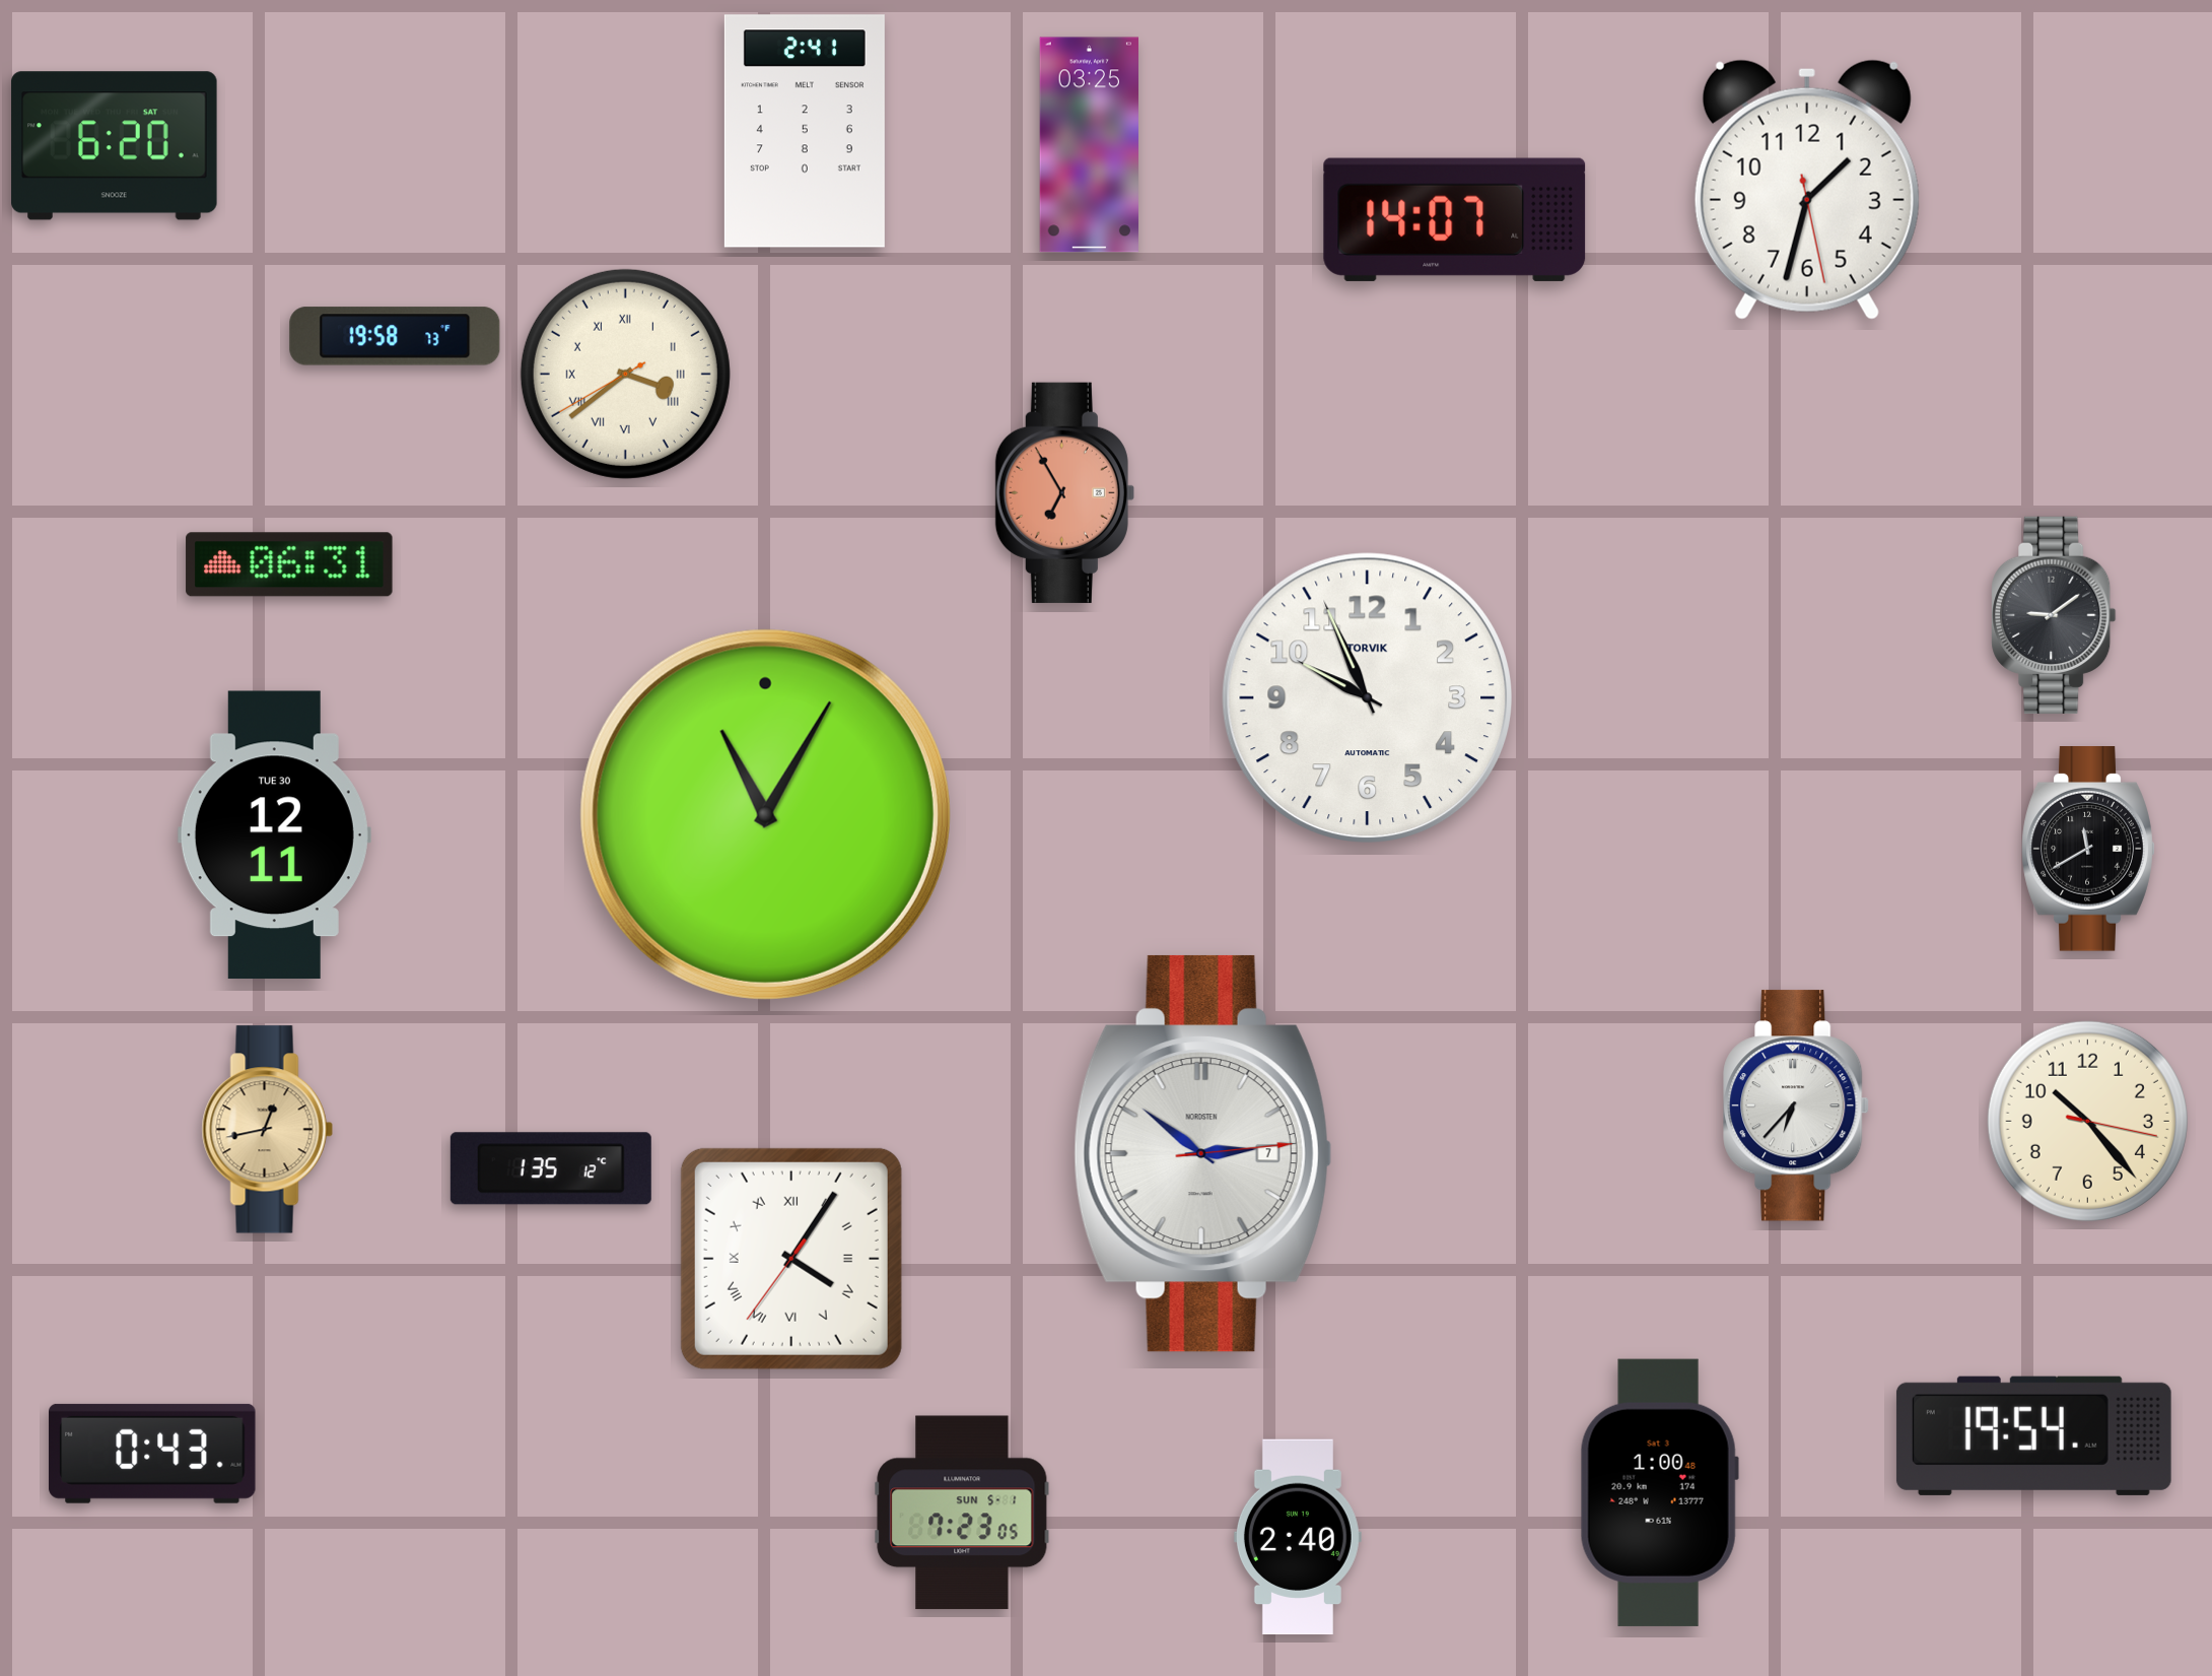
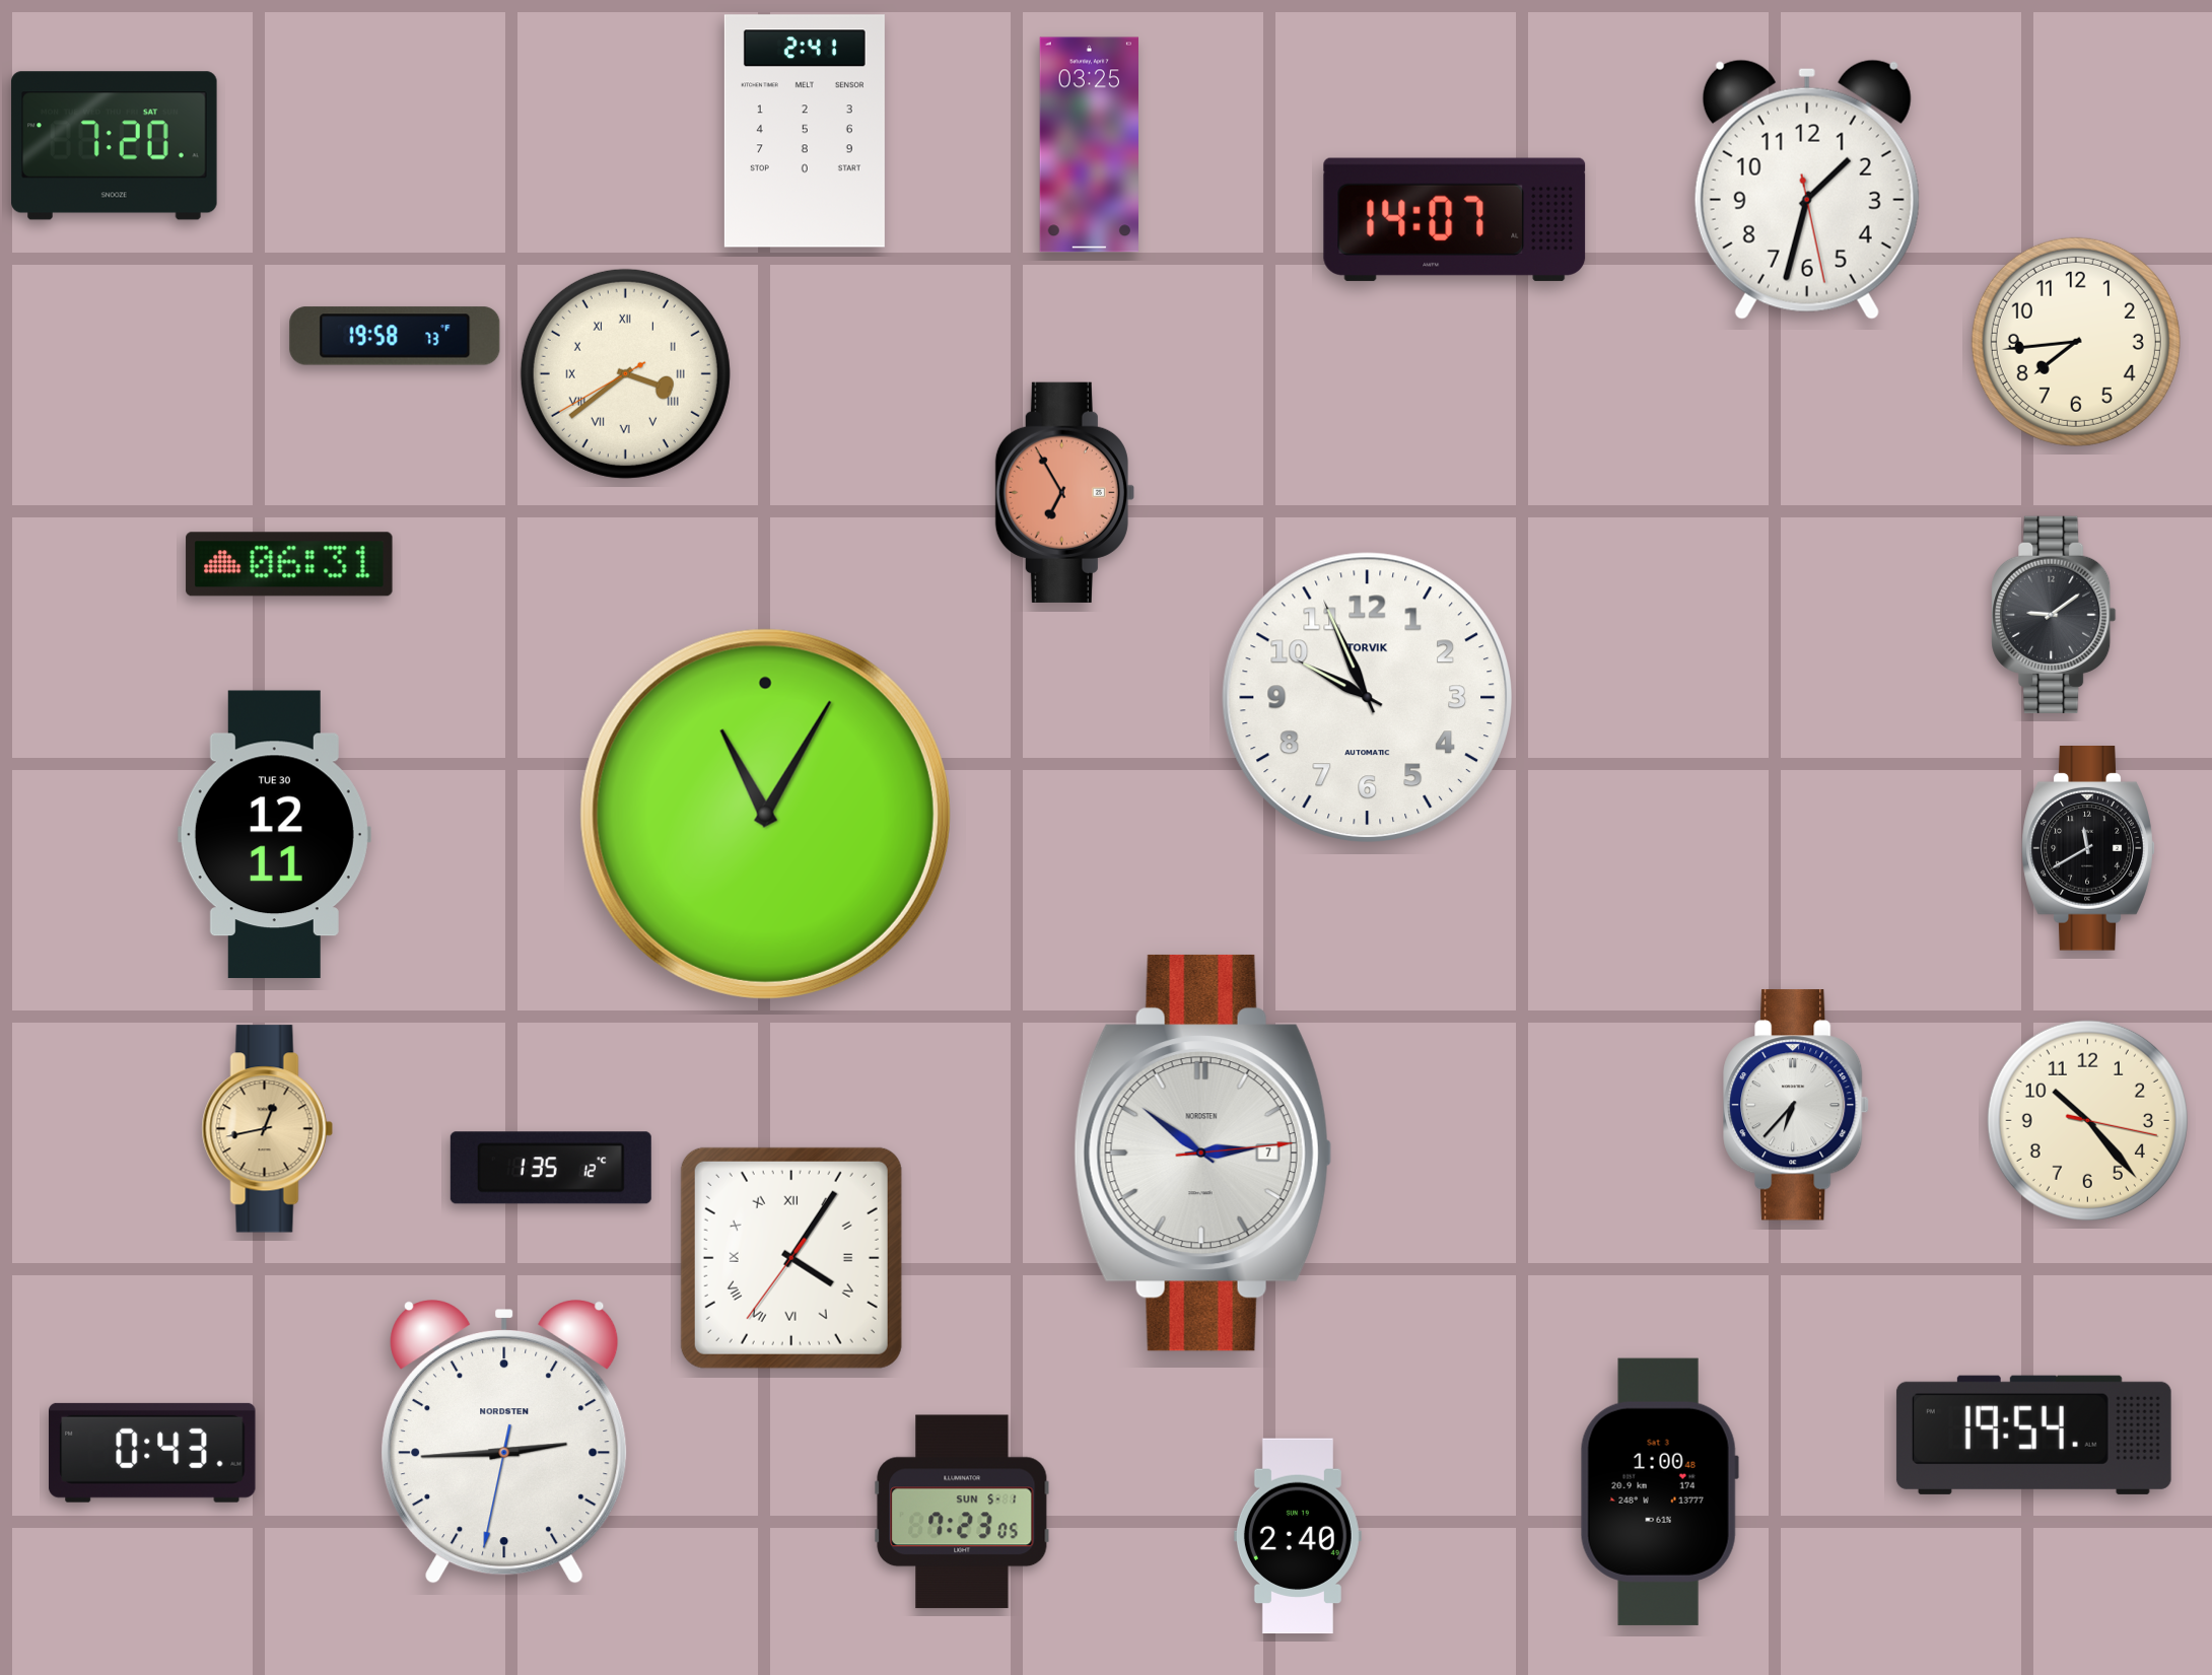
clock at (115, 146): 6:20 -> 7:20
clock at (2076, 342): none -> 7:44
clock at (504, 1443): none -> 2:44
